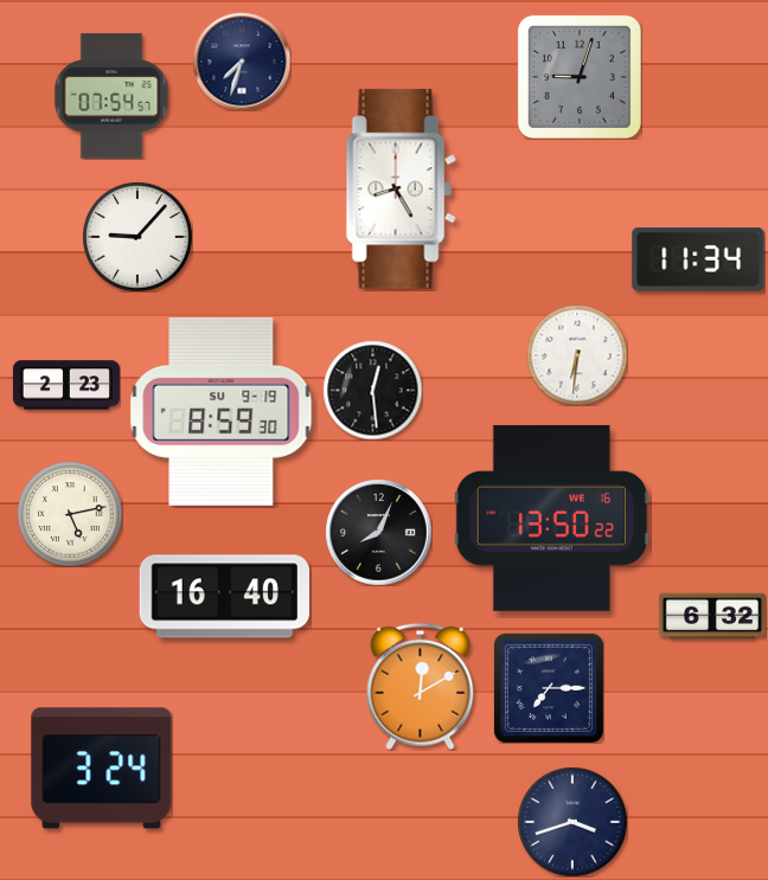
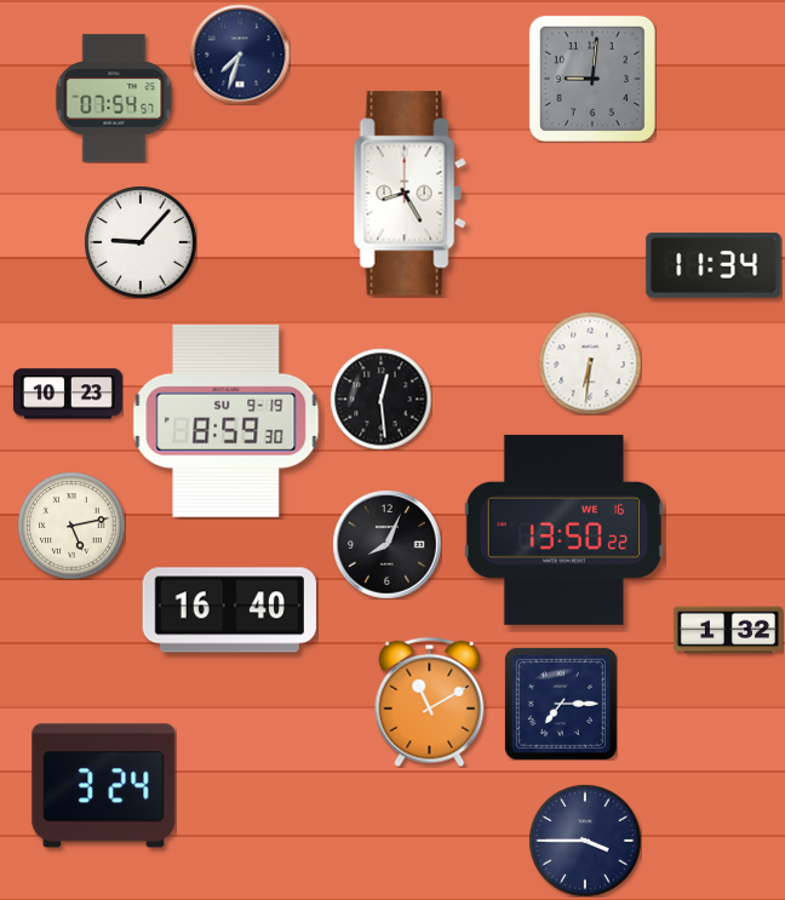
clock at (242, 62) position: (242, 62) -> (240, 55)
clock at (580, 77): 9:03 -> 9:01
clock at (66, 385): 2:23 -> 10:23
clock at (712, 616): 6:32 -> 1:32
clock at (421, 686): 12:10 -> 11:10
clock at (572, 822): 3:42 -> 3:45
